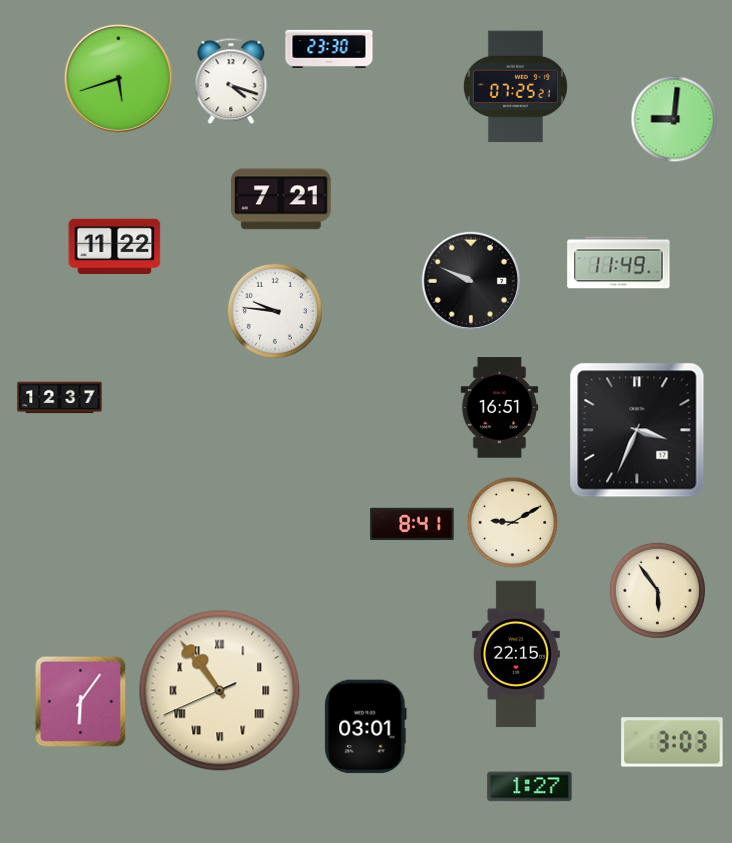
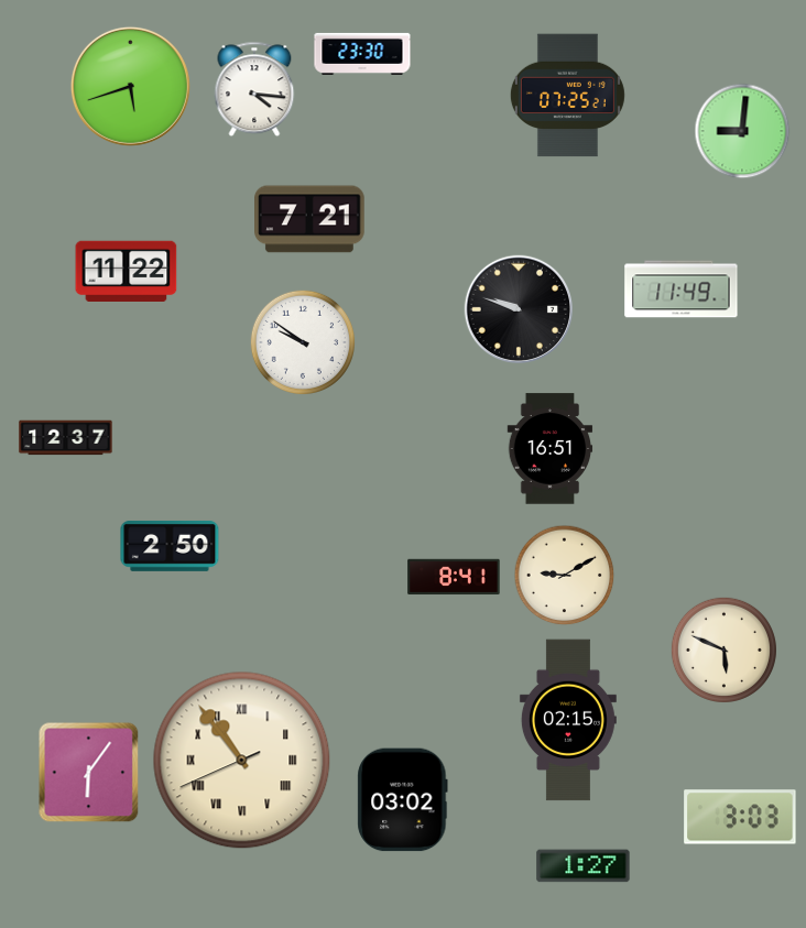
clock at (231, 81): 4:18 -> 4:16
clock at (470, 280): 9:49 -> 9:48
clock at (274, 310): 9:46 -> 9:51
clock at (637, 430): 3:34 -> none
clock at (170, 546): none -> 2:50
clock at (657, 590): 5:54 -> 5:49
clock at (516, 654): 22:15 -> 02:15
clock at (366, 727): 03:01 -> 03:02
